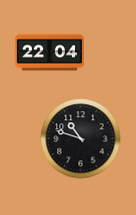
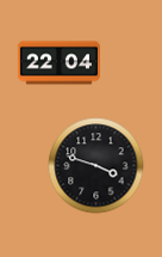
clock at (81, 139): 10:48 -> 3:48
